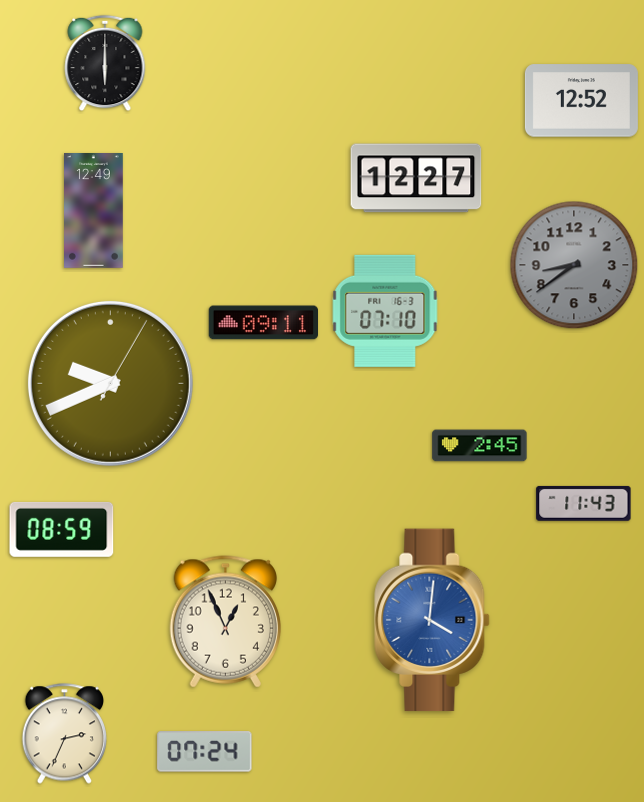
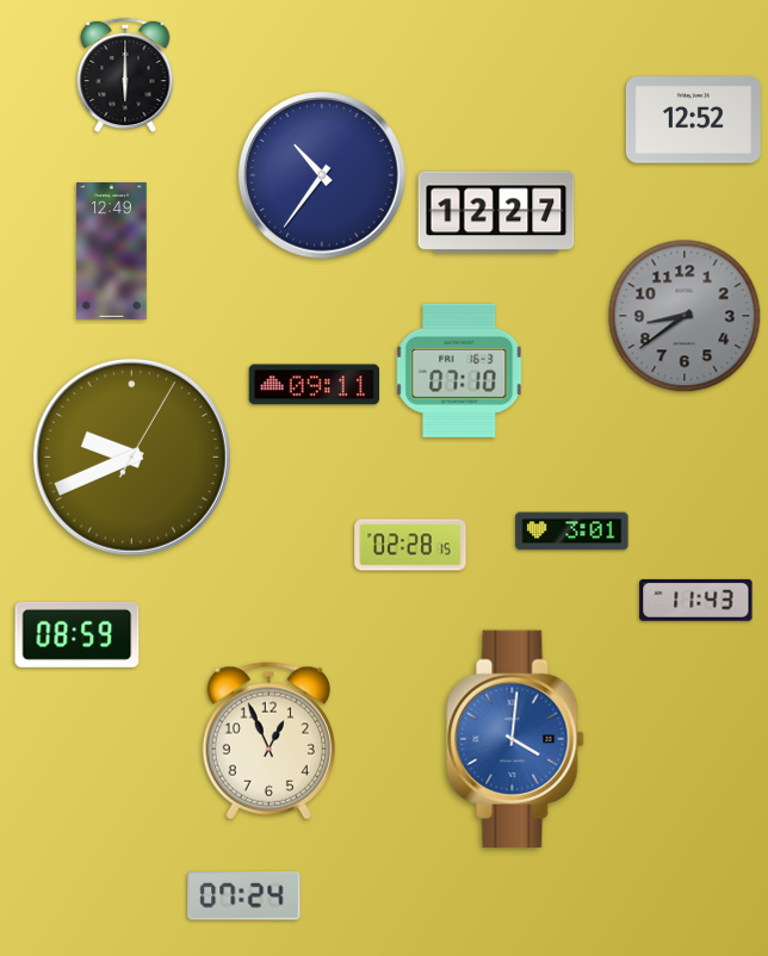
clock at (323, 176): none -> 10:36
clock at (480, 446): 2:45 -> 3:01
clock at (410, 545): none -> 02:28
clock at (62, 529) position: (62, 529) -> (78, 634)
clock at (64, 734): 2:34 -> none
